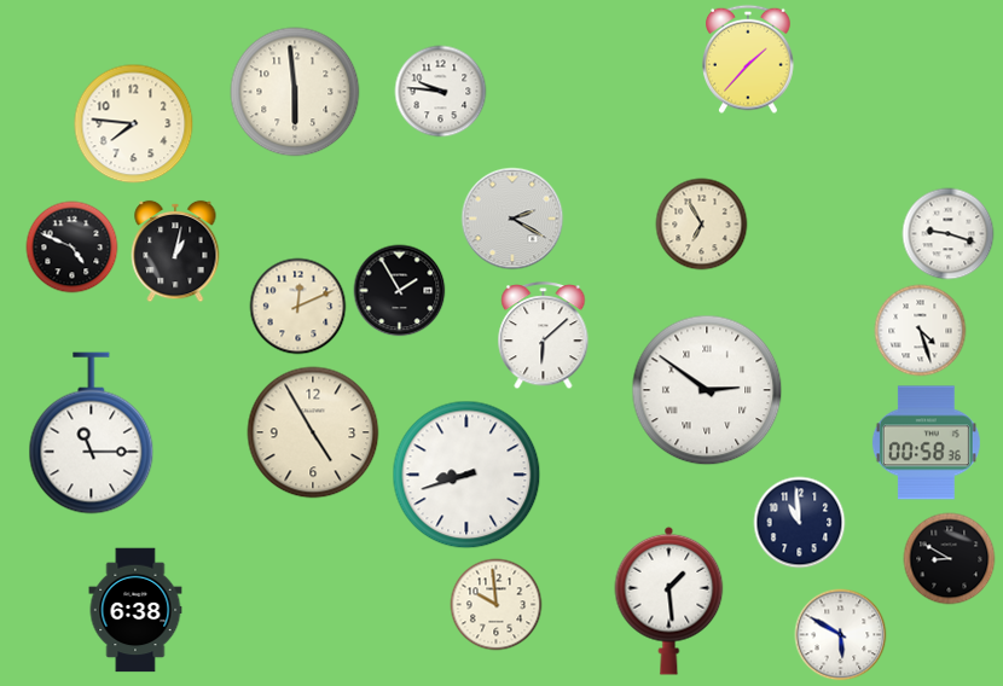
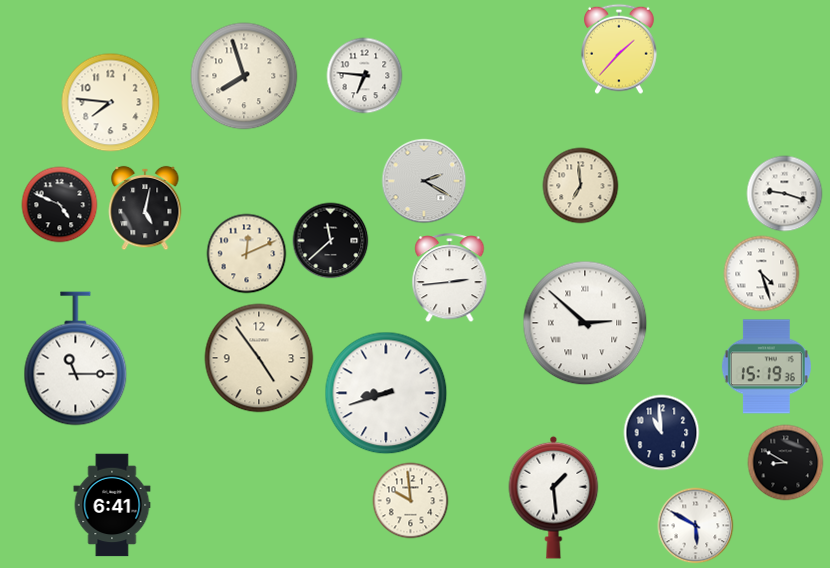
clock at (295, 92): 5:59 -> 7:57
clock at (441, 92): 9:46 -> 6:46
clock at (702, 225): 6:55 -> 6:59
clock at (175, 251): 1:02 -> 5:02
clock at (400, 291): 1:55 -> 11:38
clock at (544, 336): 6:08 -> 2:44
clock at (707, 390): 2:51 -> 2:52
clock at (313, 432): 4:55 -> 4:54
clock at (926, 443): 00:58 -> 15:19
clock at (135, 610): 6:38 -> 6:41
